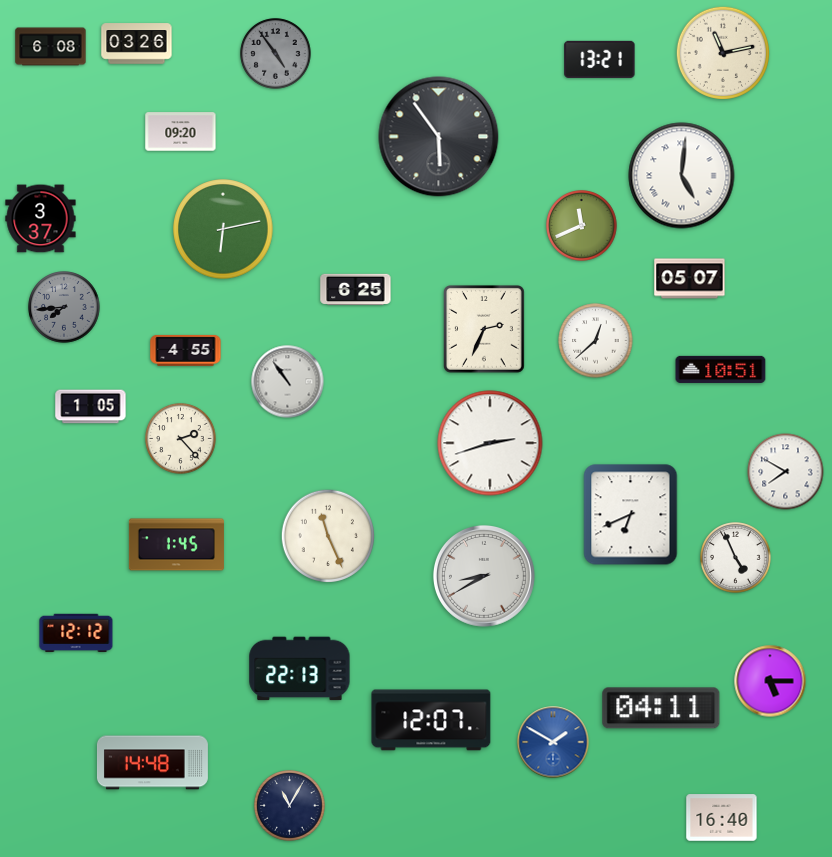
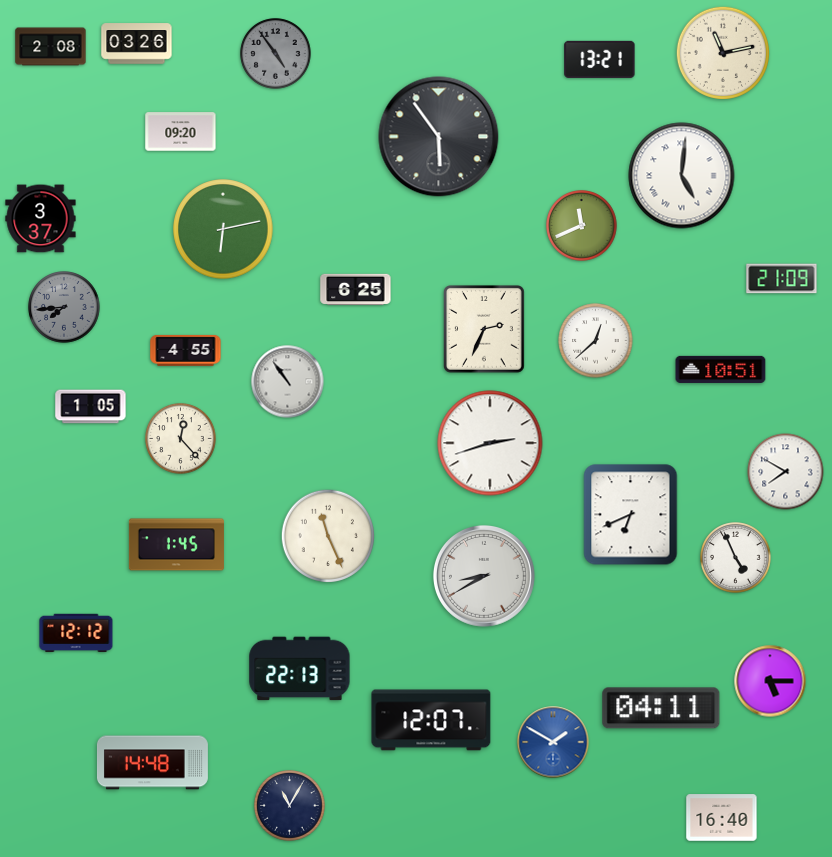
clock at (51, 47): 6:08 -> 2:08
clock at (690, 279): 05:07 -> none
clock at (782, 279): none -> 21:09
clock at (181, 439): 2:23 -> 12:23
